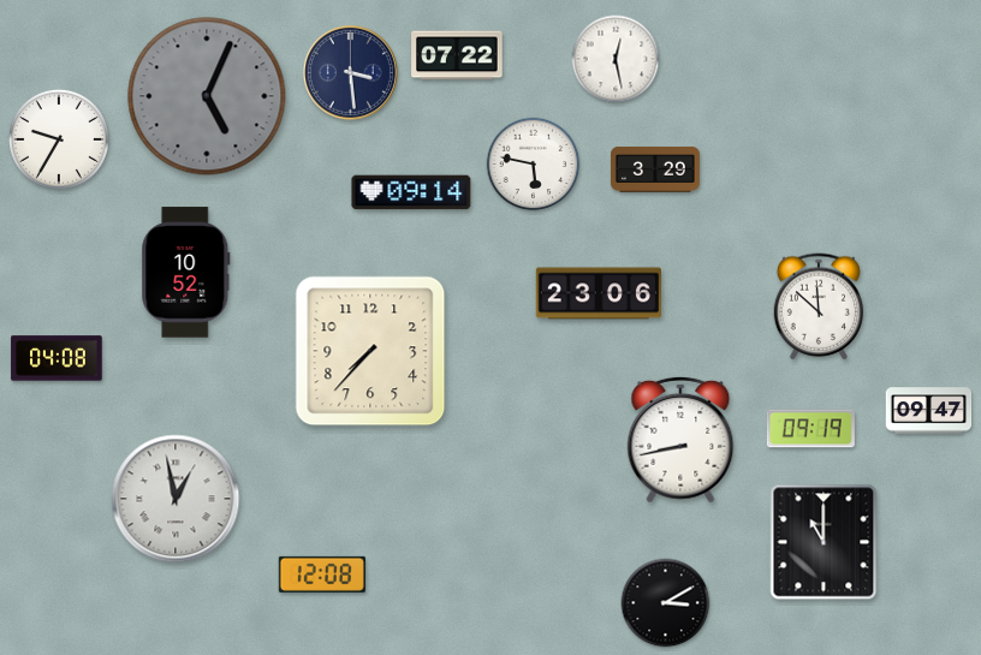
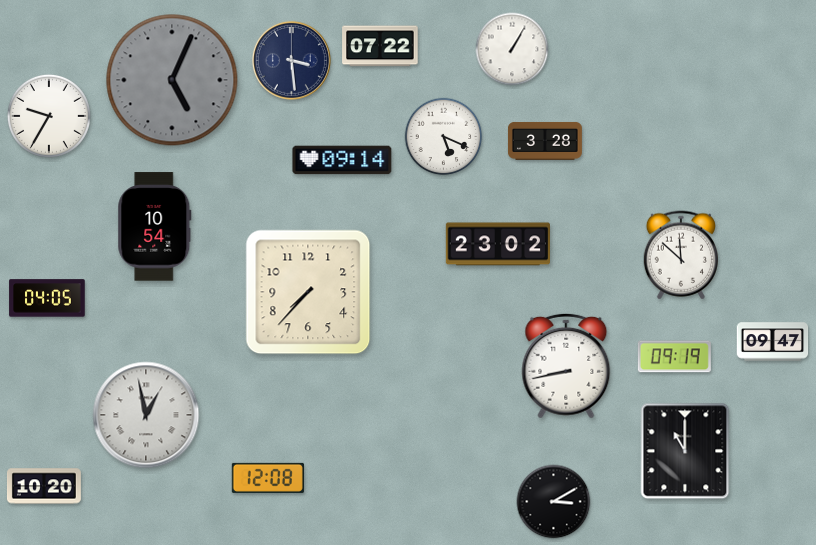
clock at (616, 59): 12:28 -> 1:05
clock at (534, 165): 5:47 -> 5:19
clock at (655, 169): 3:29 -> 3:28
clock at (186, 273): 10:52 -> 10:54
clock at (597, 293): 23:06 -> 23:02
clock at (57, 358): 04:08 -> 04:05
clock at (44, 486): none -> 10:20
